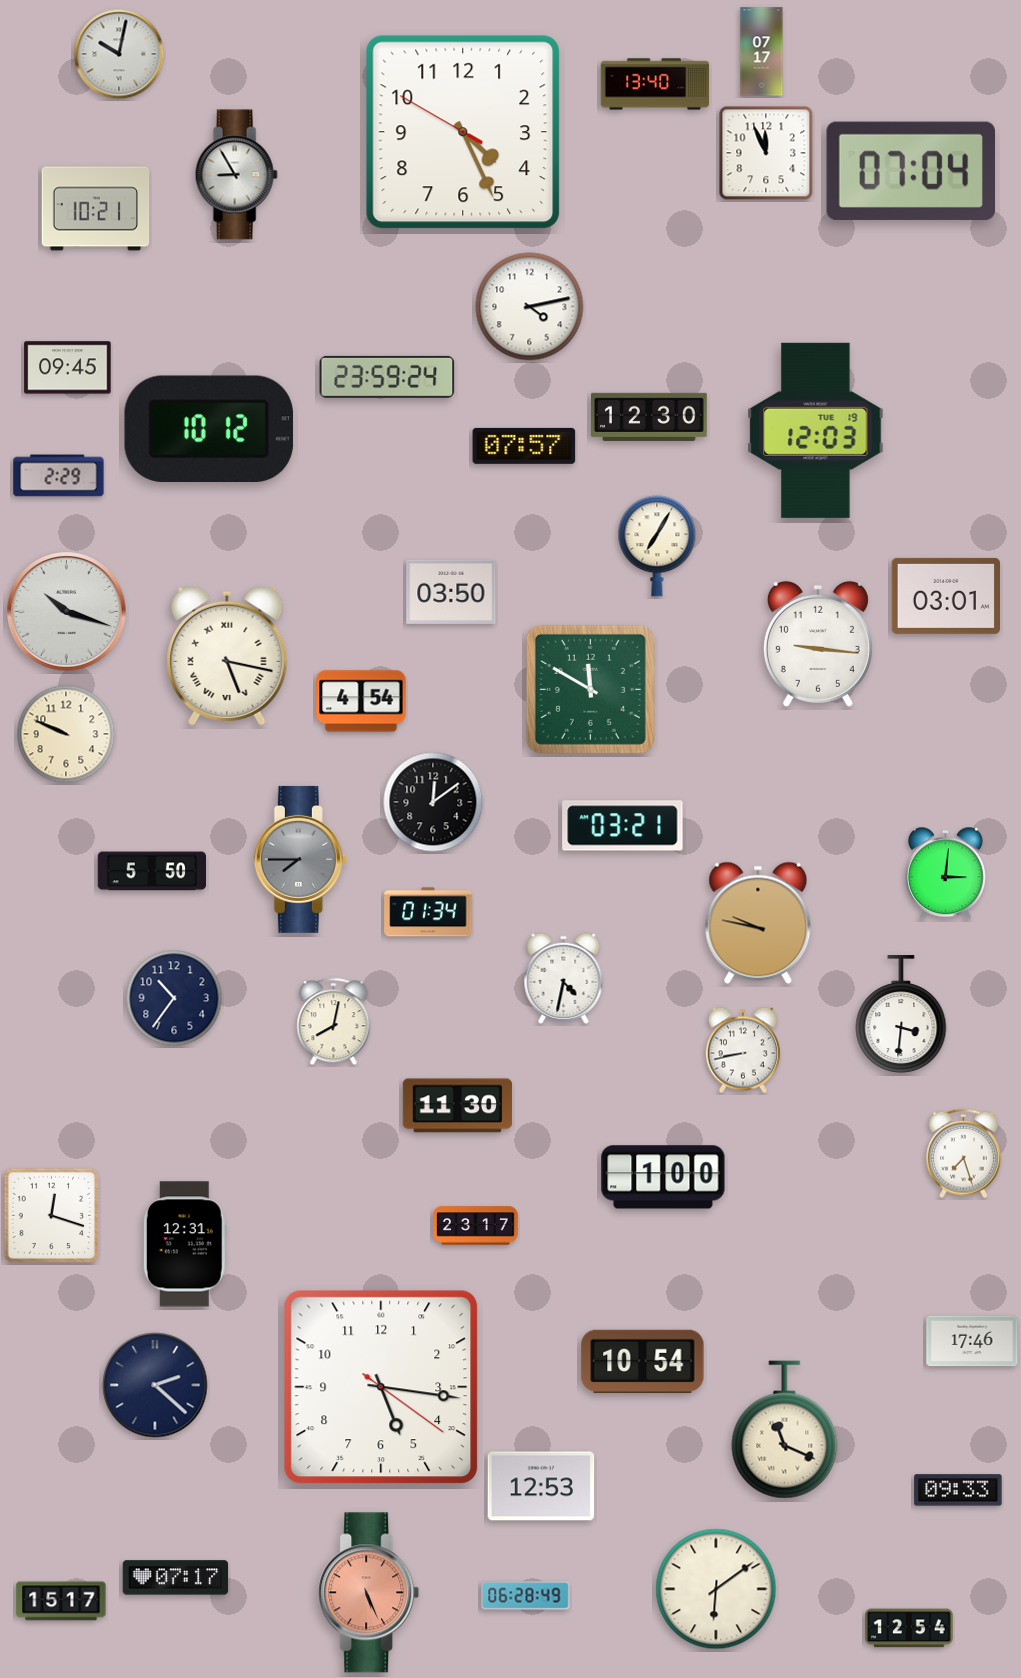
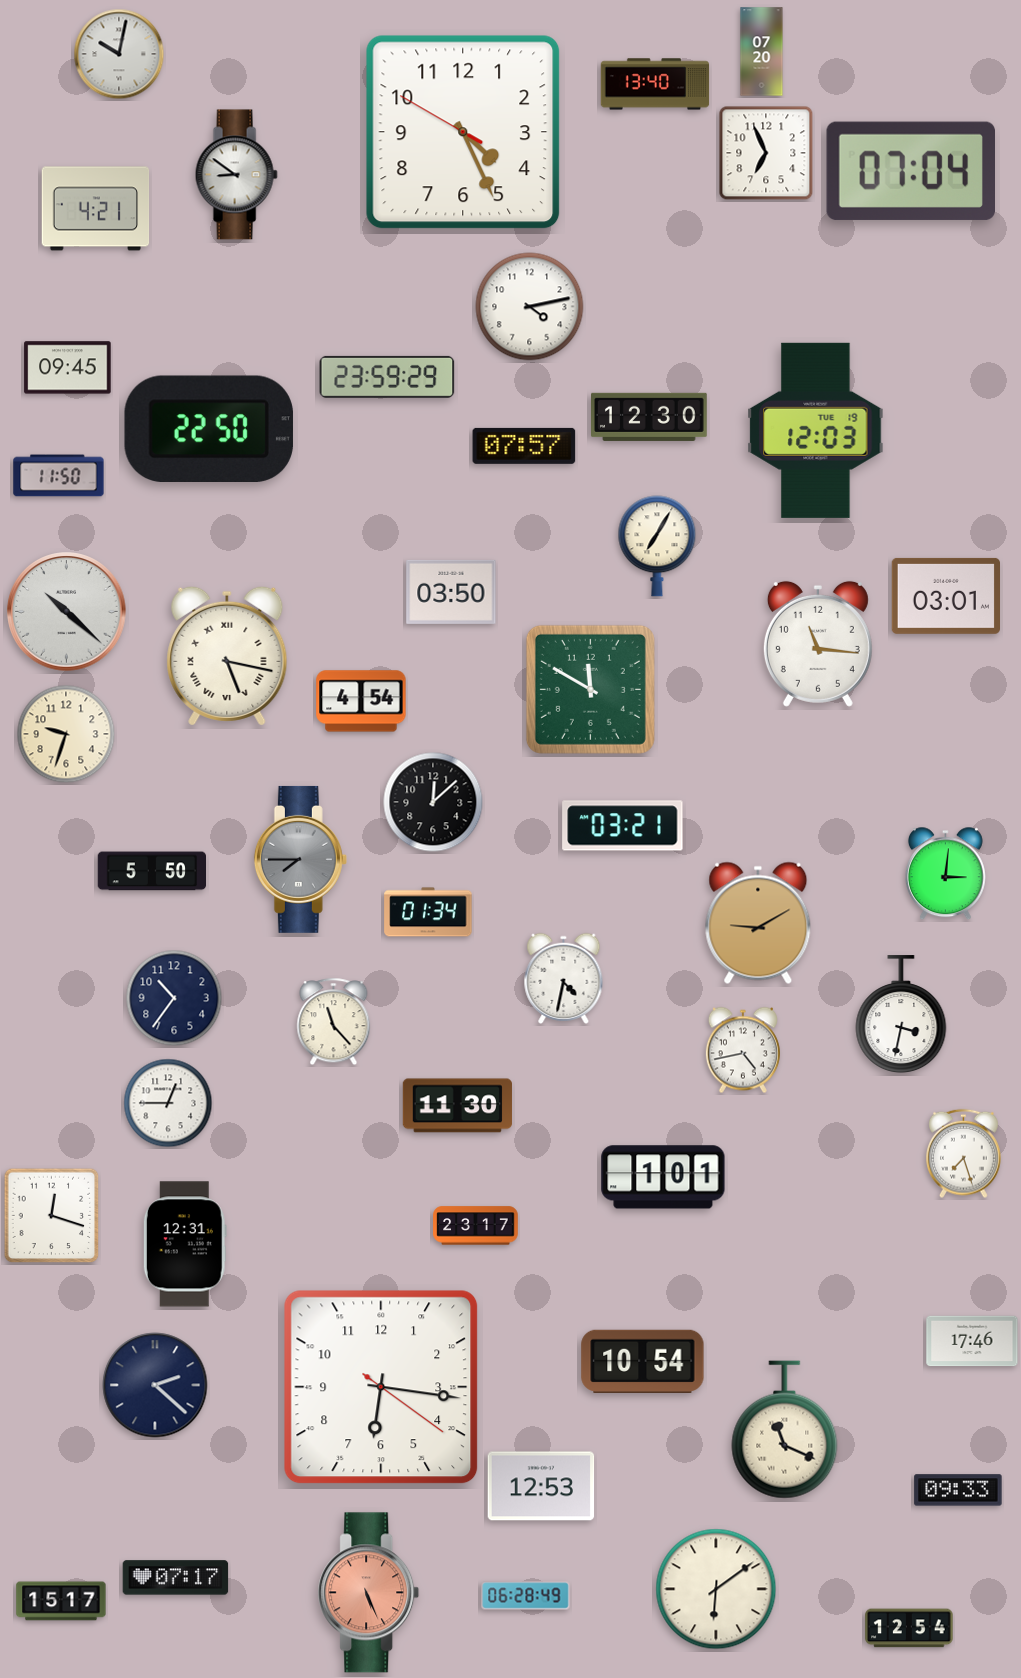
clock at (762, 52): 07:17 -> 07:20
clock at (766, 153): 11:56 -> 6:56
clock at (236, 175): 8:55 -> 8:51
clock at (96, 209): 10:21 -> 4:21
clock at (387, 377): 23:59:24 -> 23:59:29
clock at (208, 428): 10:12 -> 22:50
clock at (59, 476): 2:29 -> 11:50
clock at (67, 612): 10:18 -> 10:22
clock at (818, 644): 9:16 -> 11:16
clock at (66, 734): 9:49 -> 9:33
clock at (433, 802): 12:09 -> 12:08
clock at (758, 923): 9:47 -> 9:10
clock at (901, 1015): 3:31 -> 3:32
clock at (334, 1022): 8:02 -> 11:23
clock at (743, 1050): 8:43 -> 4:43
clock at (168, 1103): none -> 12:45
clock at (663, 1177): 1:00 -> 1:01
clock at (381, 1387): 5:16 -> 6:16
